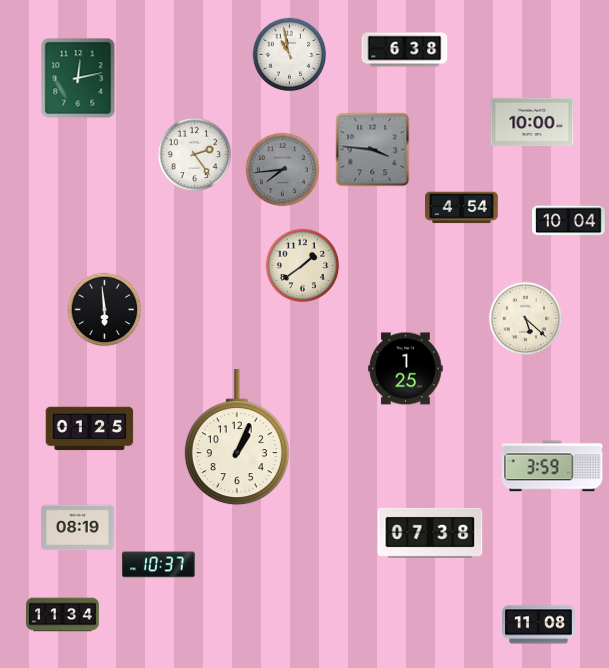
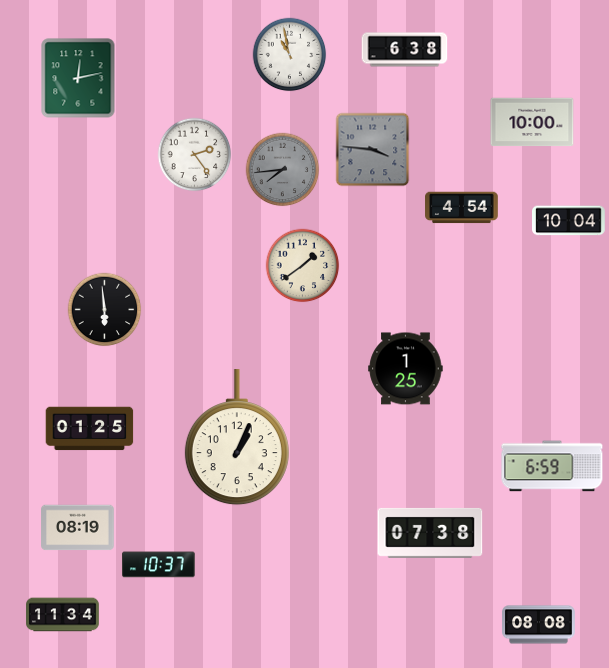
clock at (526, 319): 5:22 -> none
clock at (552, 466): 3:59 -> 6:59
clock at (539, 625): 11:08 -> 08:08
